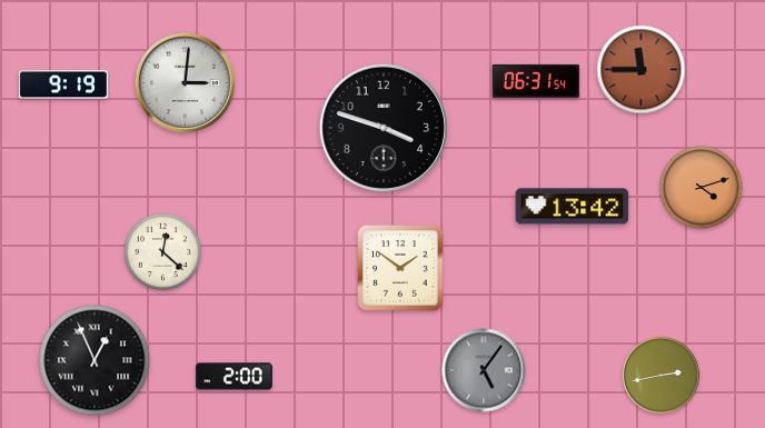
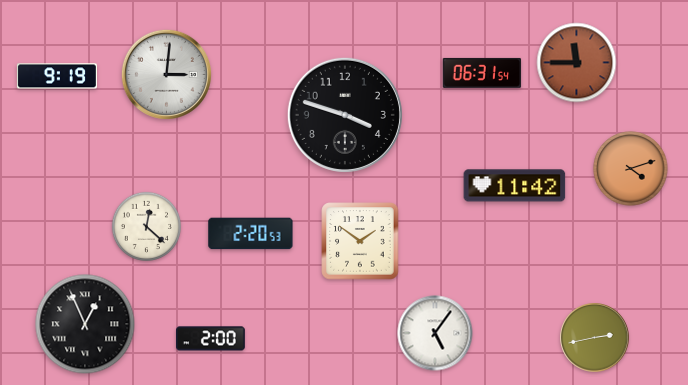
clock at (573, 207): 13:42 -> 11:42
clock at (251, 234): none -> 2:20
clock at (484, 370) dial: grey -> white
